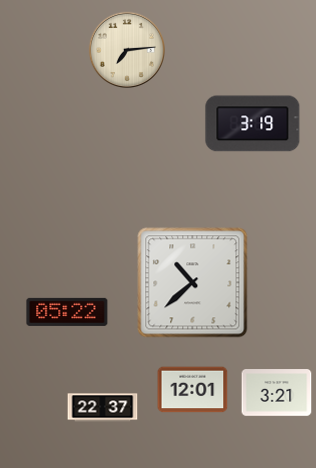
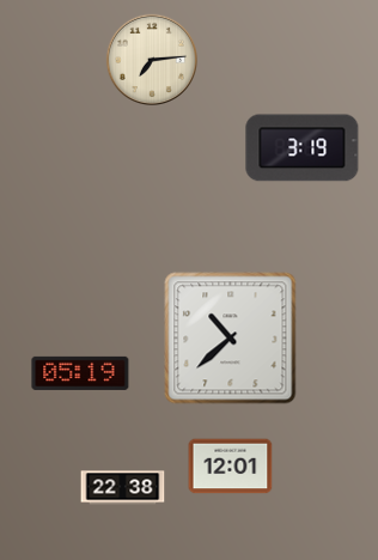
clock at (67, 312): 05:22 -> 05:19
clock at (277, 393): 3:21 -> none
clock at (103, 408): 22:37 -> 22:38
